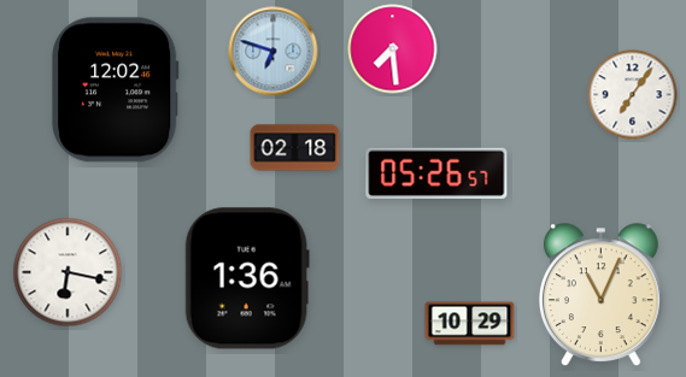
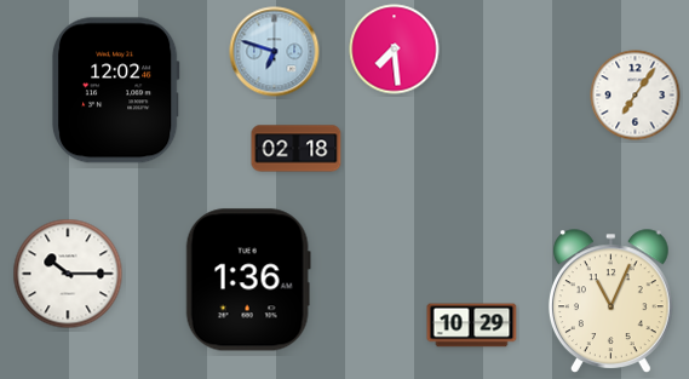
clock at (436, 173): 05:26 -> none
clock at (68, 272): 6:17 -> 10:15
clock at (600, 294) position: (600, 294) -> (610, 300)
